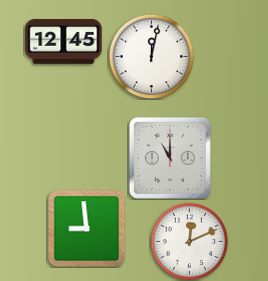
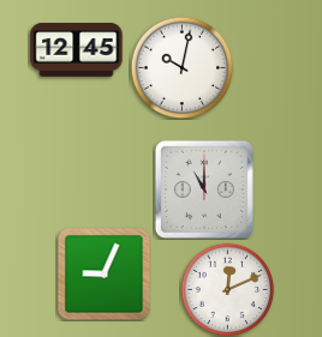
clock at (151, 56): 12:02 -> 10:02
clock at (86, 228): 8:59 -> 9:04
